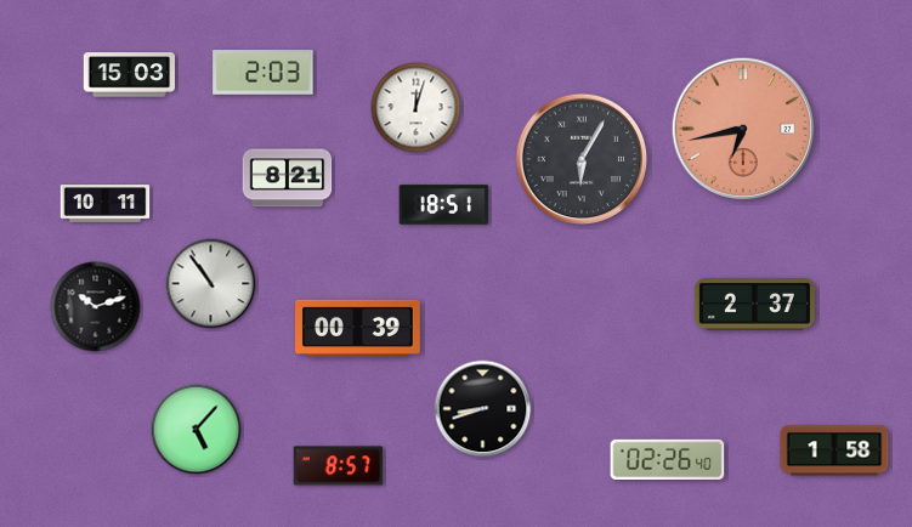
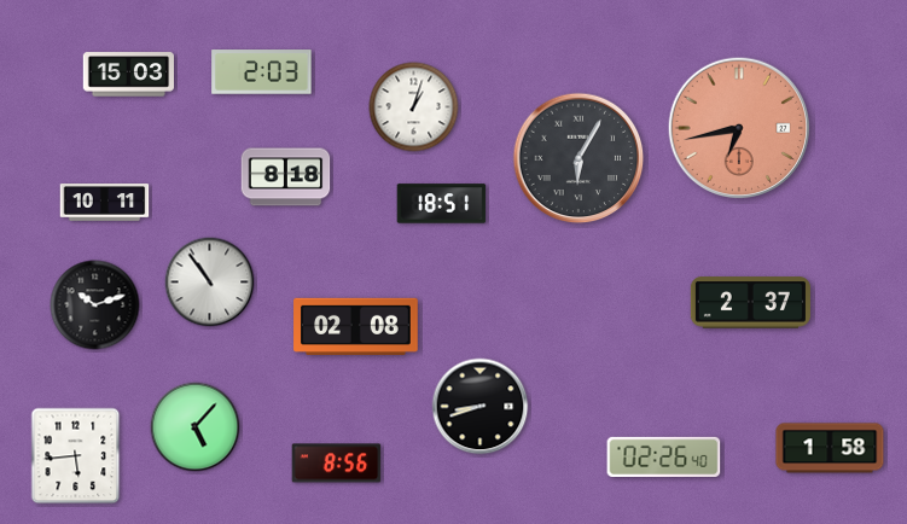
clock at (417, 108): 12:03 -> 1:03
clock at (288, 178): 8:21 -> 8:18
clock at (358, 328): 00:39 -> 02:08
clock at (76, 456): none -> 5:44
clock at (339, 466): 8:57 -> 8:56
